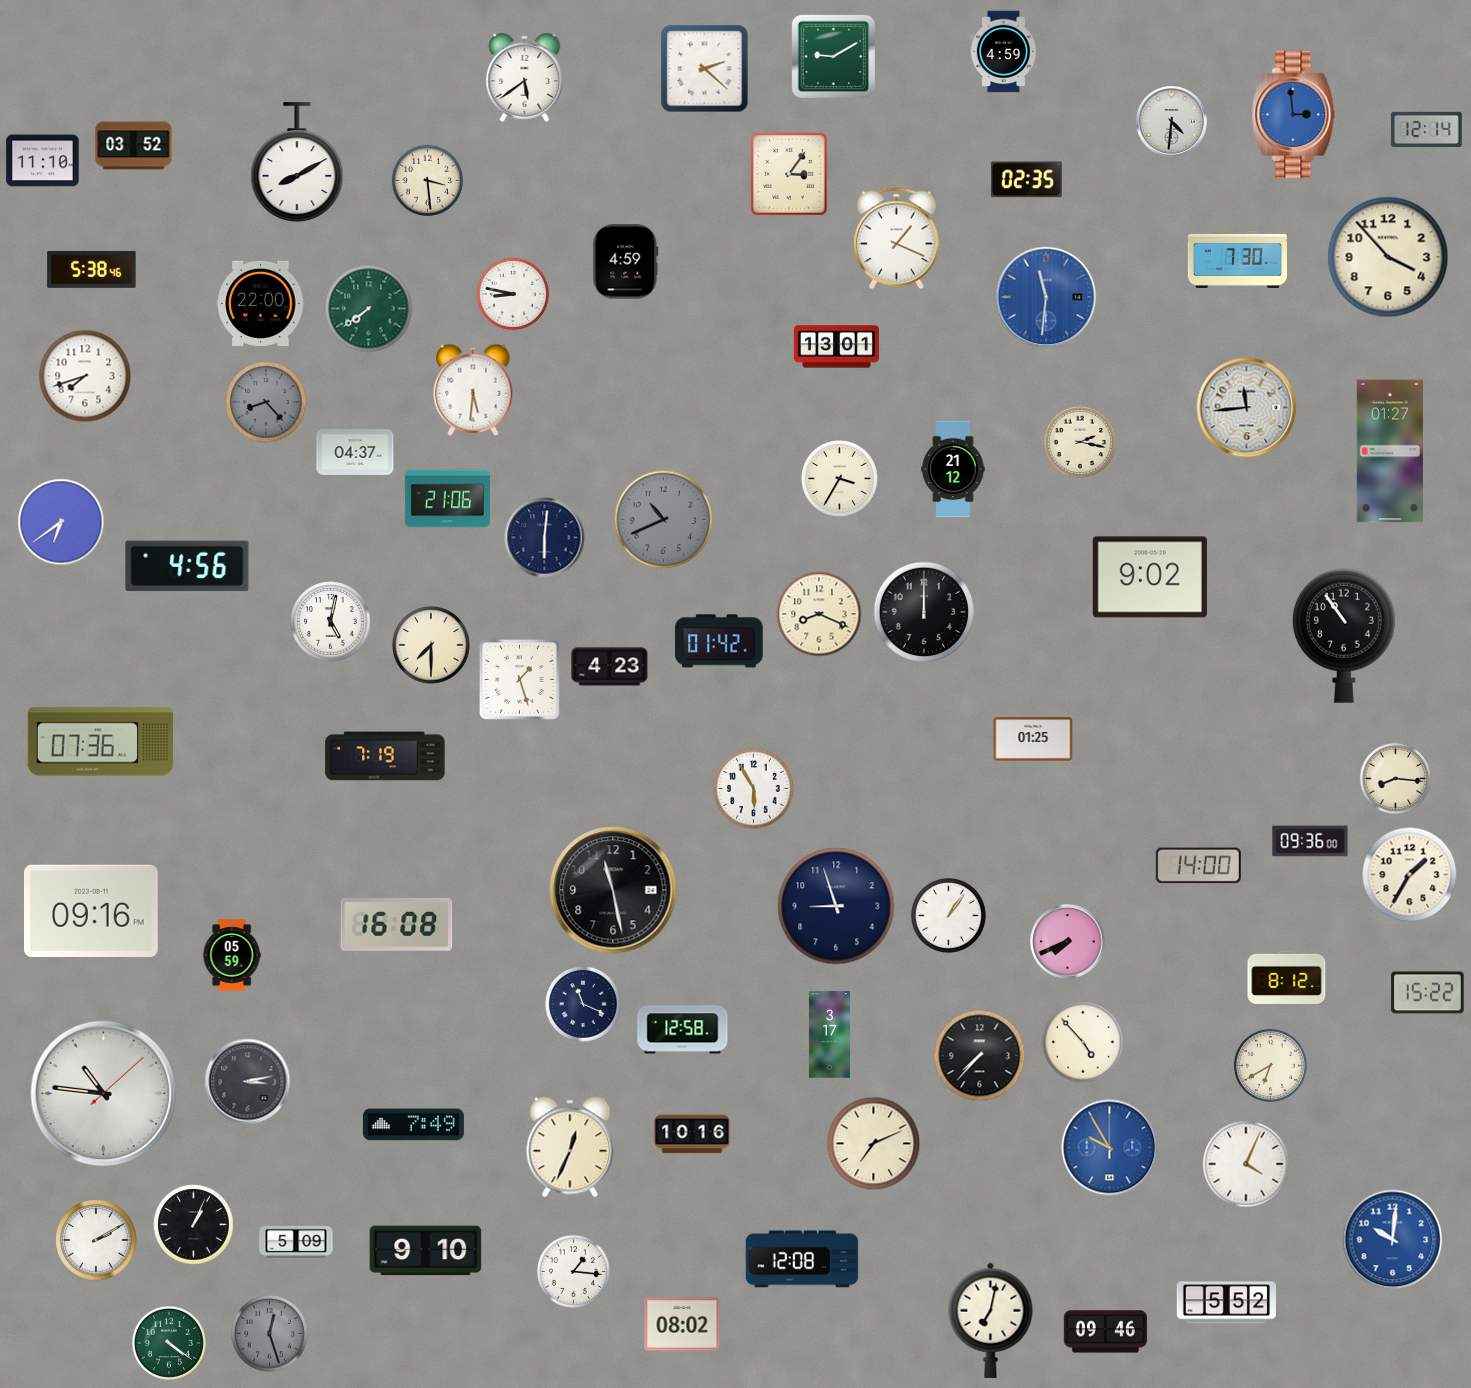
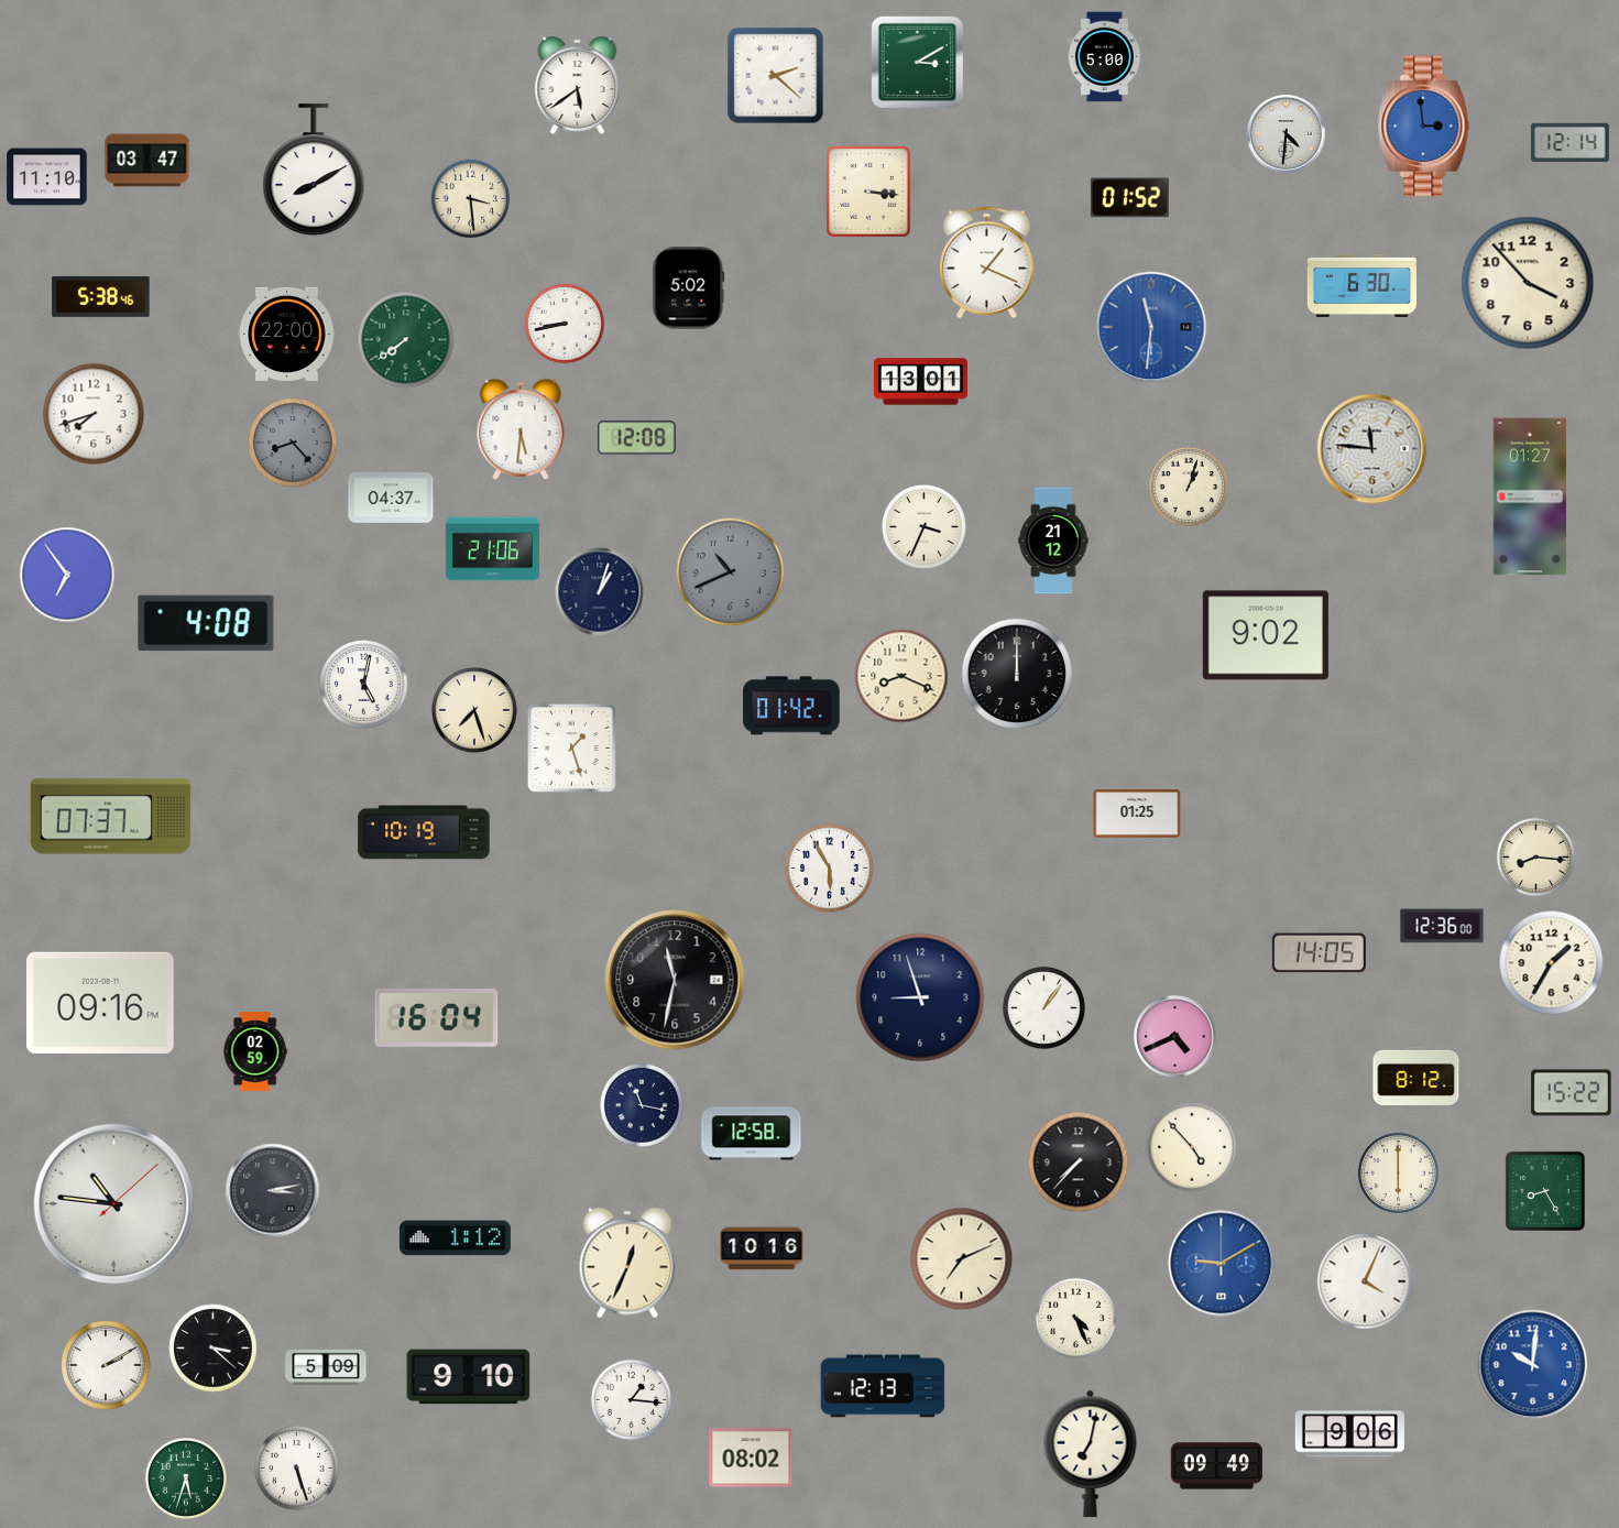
clock at (1003, 52): 4:59 -> 5:00
clock at (833, 56): 9:10 -> 3:10
clock at (1172, 122) position: (1172, 122) -> (1287, 134)
clock at (134, 146): 03:52 -> 03:47
clock at (297, 163) position: (297, 163) -> (314, 171)
clock at (789, 174): 3:06 -> 3:16
clock at (1026, 180): 02:35 -> 01:52
clock at (1237, 259): 7:30 -> 6:30
clock at (626, 262): 4:59 -> 5:02
clock at (512, 293): 8:47 -> 8:43
clock at (636, 438): none -> 12:08
clock at (1247, 408): 11:44 -> 11:46
clock at (1079, 441): 2:17 -> 1:03
clock at (953, 469) position: (953, 469) -> (1053, 541)
clock at (840, 479): 3:35 -> 3:34
clock at (61, 522): 6:39 -> 6:54
clock at (545, 538): 6:01 -> 1:03
clock at (187, 566): 4:56 -> 4:08
clock at (1344, 636): 10:54 -> none
clock at (432, 646): 7:30 -> 7:27
clock at (610, 667): 4:23 -> none
clock at (100, 742): 07:36 -> 07:37
clock at (385, 756): 7:19 -> 10:19
clock at (1310, 841): 09:36 -> 12:36
clock at (1198, 866): 14:00 -> 14:05
clock at (613, 890): 11:28 -> 11:32
clock at (397, 924): 16:08 -> 16:04
clock at (1068, 942): 7:41 -> 4:41
clock at (232, 955): 05:59 -> 02:59
clock at (583, 1004): 11:19 -> 11:17
clock at (829, 1035): 3:17 -> none
clock at (1270, 1065): 6:40 -> 6:00
clock at (1545, 1191): none -> 8:25
clock at (413, 1125): 7:49 -> 1:12
clock at (1110, 1148): 9:55 -> 9:10
clock at (1246, 1164) position: (1246, 1164) -> (1365, 1281)
clock at (1075, 1318): none -> 4:26
clock at (194, 1225): 1:04 -> 3:22
clock at (802, 1259): 12:08 -> 12:13
clock at (1226, 1303): 5:52 -> 9:06
clock at (1106, 1332): 09:46 -> 09:49
clock at (270, 1334): 12:27 -> 5:27
clock at (270, 1334) dial: grey -> white
clock at (169, 1343): 4:21 -> 5:33
